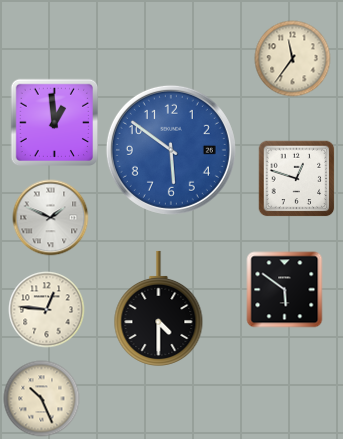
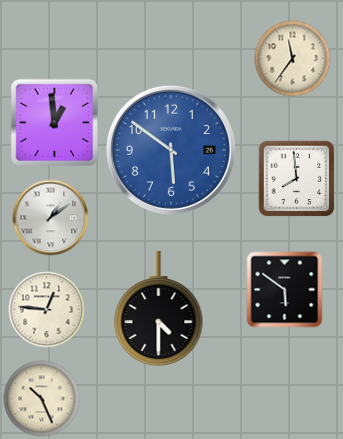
clock at (296, 178): 12:48 -> 7:59
clock at (51, 218): 1:49 -> 1:09
